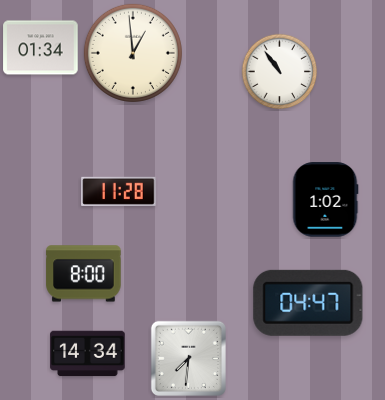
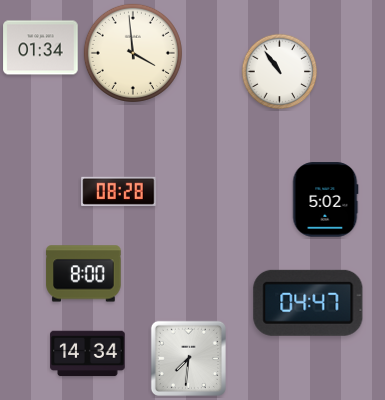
clock at (133, 53): 12:59 -> 3:59
clock at (119, 191): 11:28 -> 08:28
clock at (325, 200): 1:02 -> 5:02
